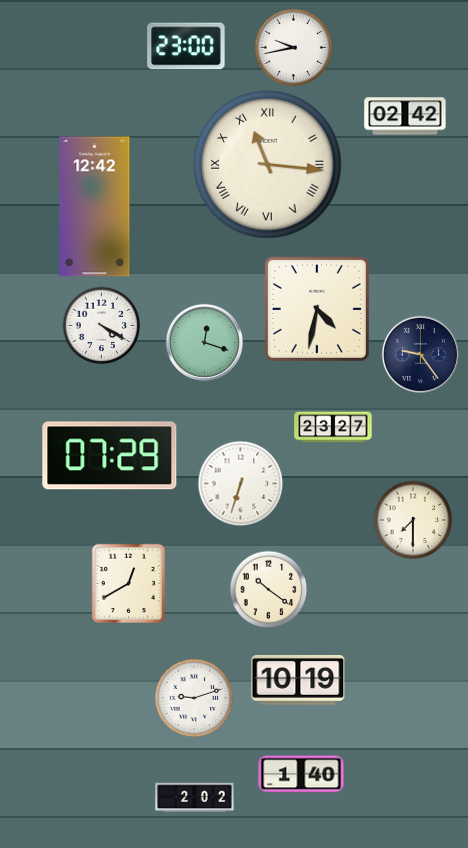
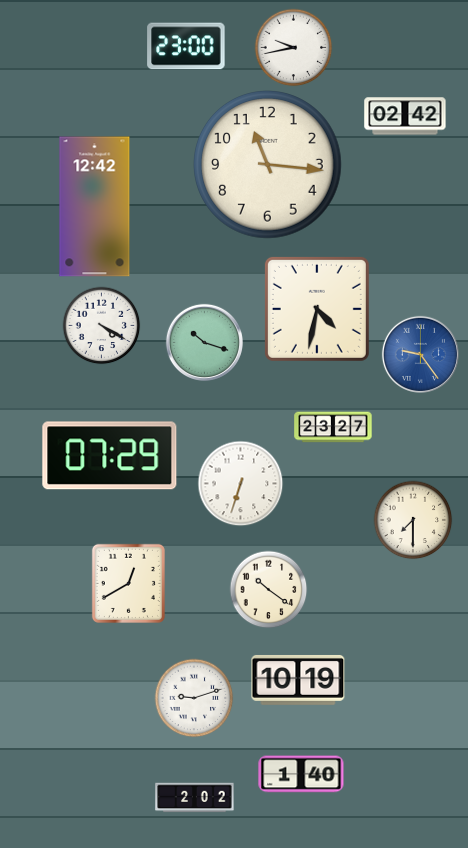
clock at (268, 165) numerals: Roman -> Arabic
clock at (204, 342): 12:18 -> 10:18
clock at (420, 354) dial: navy -> blue
